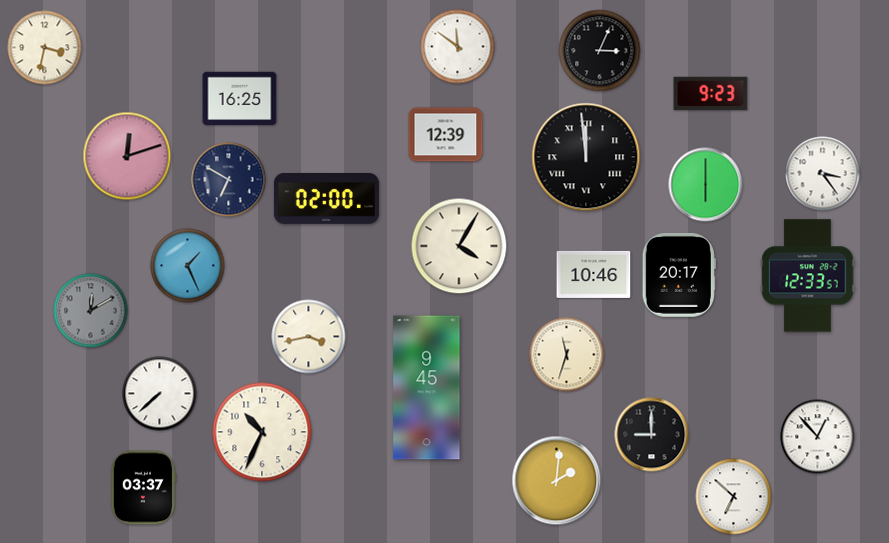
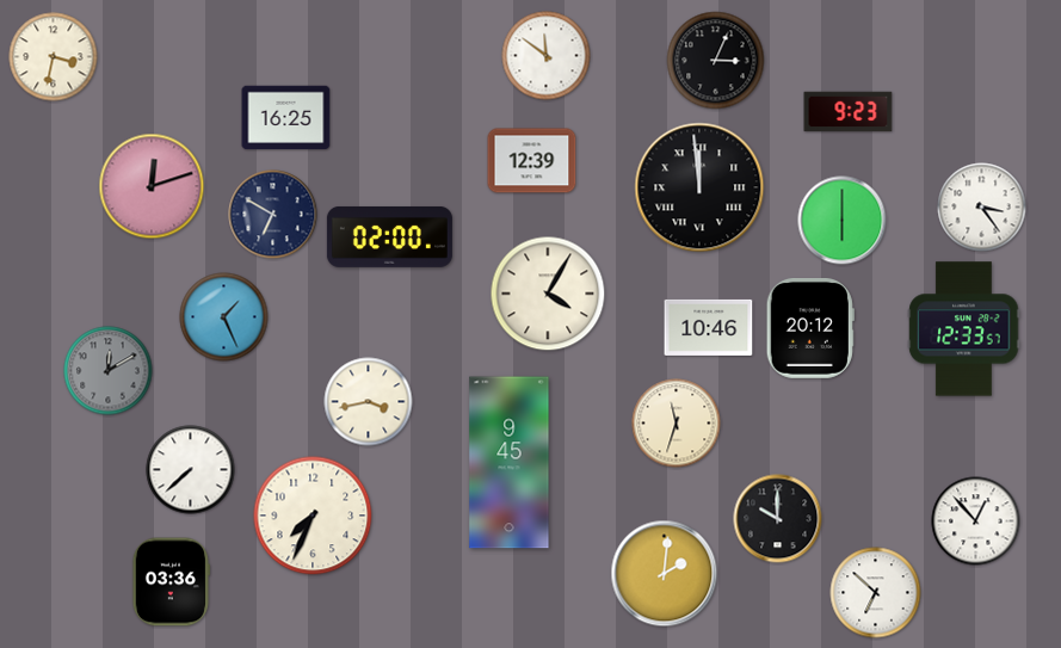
clock at (679, 275): 20:17 -> 20:12
clock at (262, 432): 10:34 -> 7:34
clock at (652, 435): 9:00 -> 10:00
clock at (143, 488): 03:37 -> 03:36
